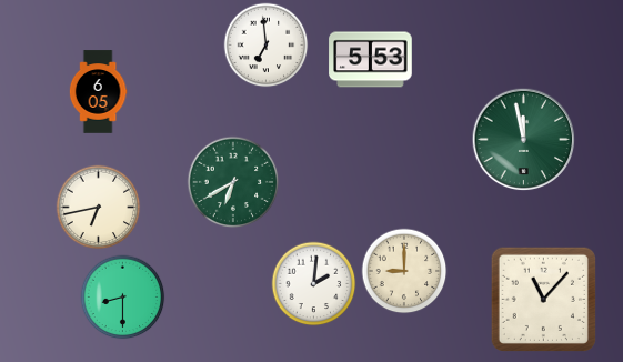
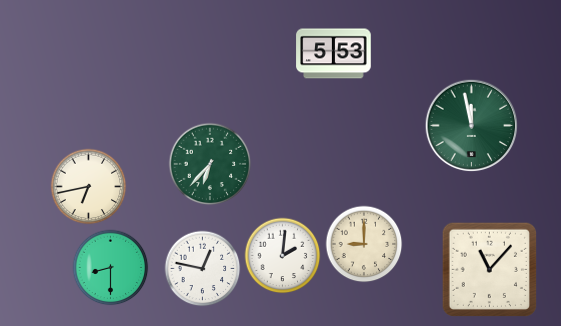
clock at (267, 46): 6:59 -> none
clock at (98, 92): 6:05 -> none
clock at (233, 182): 6:40 -> 6:37
clock at (203, 269): none -> 12:47
